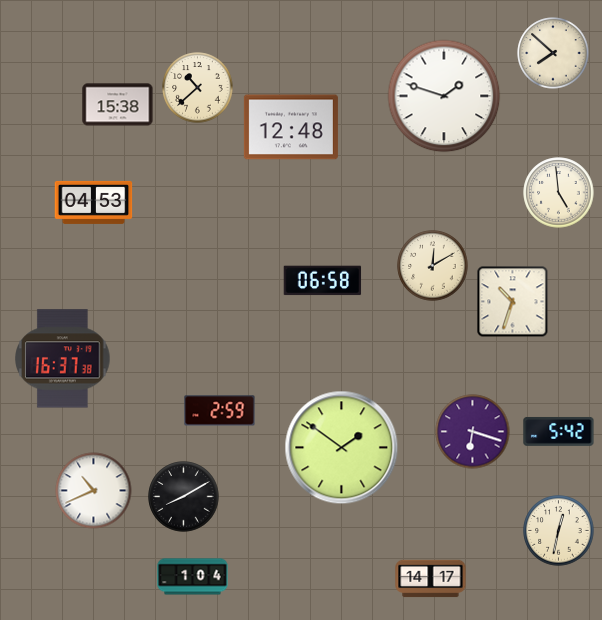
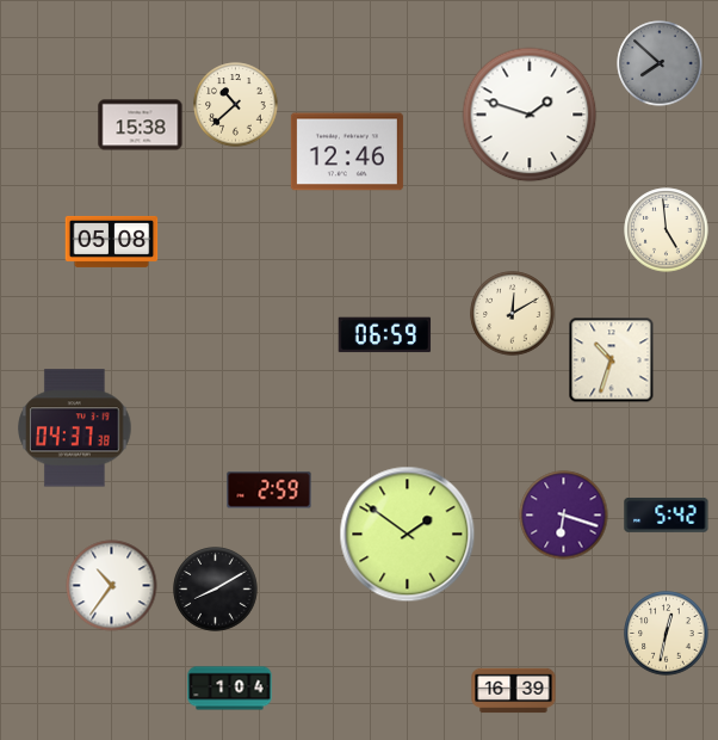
clock at (553, 53) dial: cream -> grey
clock at (291, 127): 12:48 -> 12:46
clock at (94, 202): 04:53 -> 05:08
clock at (433, 266) position: (433, 266) -> (513, 314)
clock at (323, 281): 06:58 -> 06:59
clock at (63, 359): 16:37 -> 04:37
clock at (220, 411) position: (220, 411) -> (270, 491)
clock at (94, 491): 10:41 -> 10:36
clock at (184, 497) position: (184, 497) -> (216, 590)
clock at (431, 579): 14:17 -> 16:39
